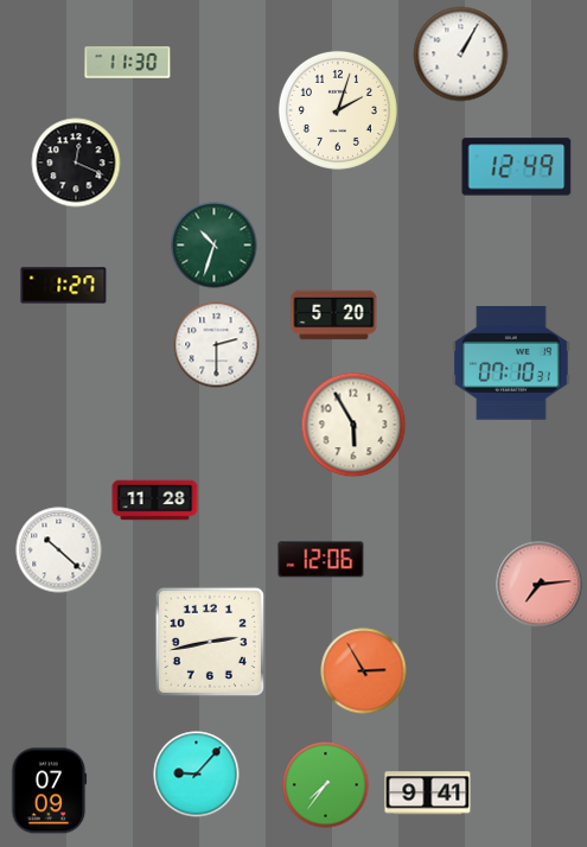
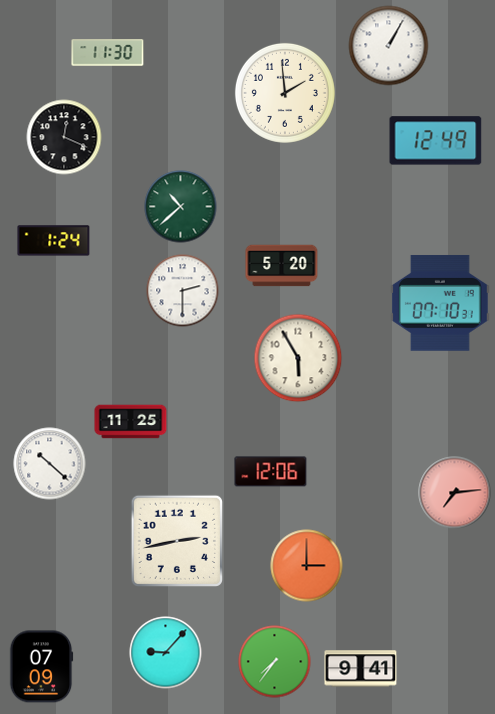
clock at (338, 110): 2:03 -> 1:59
clock at (215, 246): 10:33 -> 10:38
clock at (64, 286): 1:27 -> 1:24
clock at (511, 363) position: (511, 363) -> (440, 303)
clock at (155, 501): 11:28 -> 11:25
clock at (364, 671): 2:55 -> 3:00
